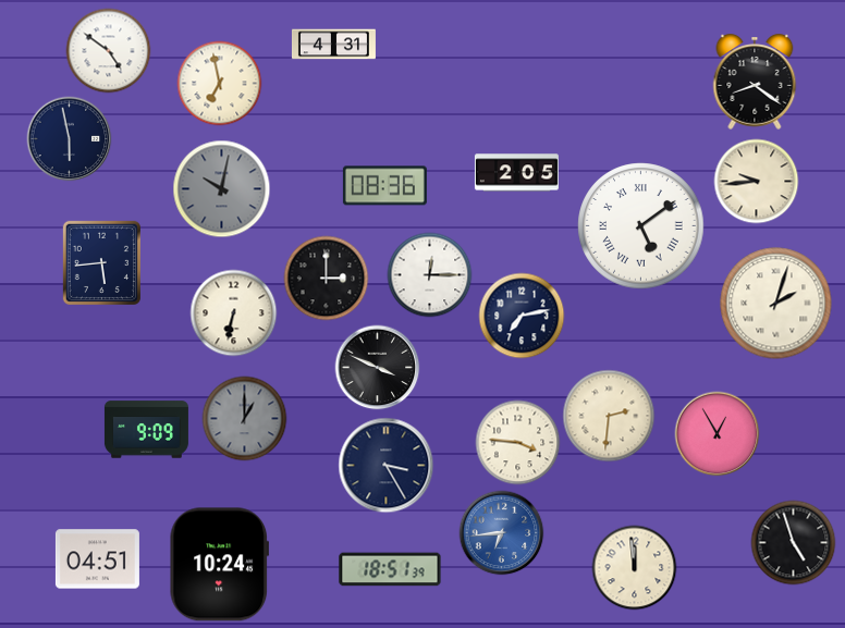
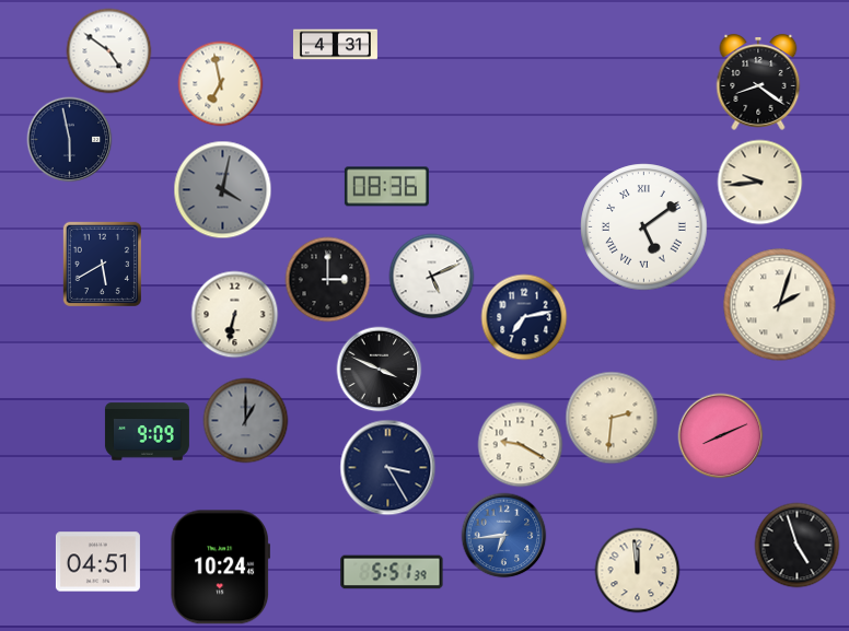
clock at (516, 173): 2:05 -> none
clock at (221, 188): 10:02 -> 4:02
clock at (101, 262): 5:44 -> 5:40
clock at (429, 274): 12:15 -> 5:11
clock at (717, 433): 12:55 -> 8:11
clock at (517, 442): 3:46 -> 9:20
clock at (390, 569): 18:51 -> 5:51
